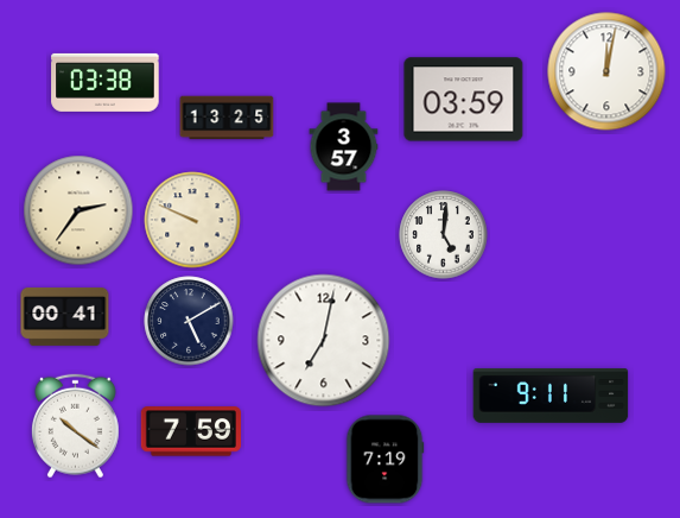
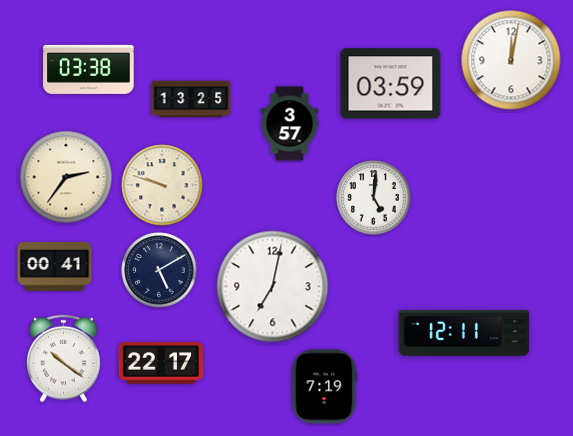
clock at (192, 220): 9:49 -> 9:48
clock at (551, 396): 9:11 -> 12:11
clock at (190, 431): 7:59 -> 22:17
